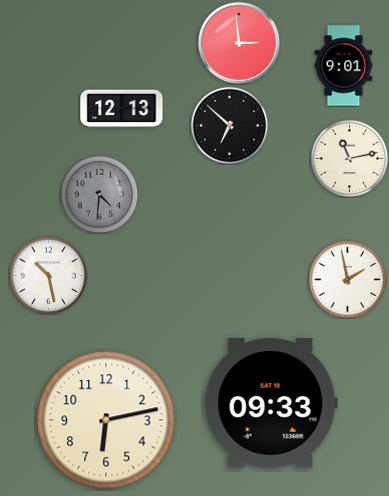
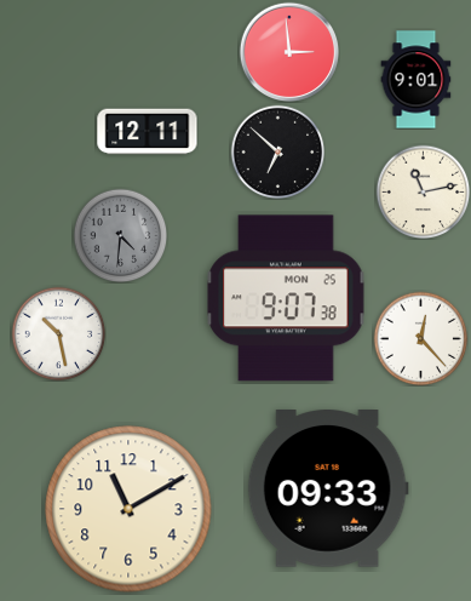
clock at (122, 109): 12:13 -> 12:11
clock at (286, 298): none -> 9:07
clock at (347, 279): 1:58 -> 12:23
clock at (106, 420): 6:13 -> 11:10
